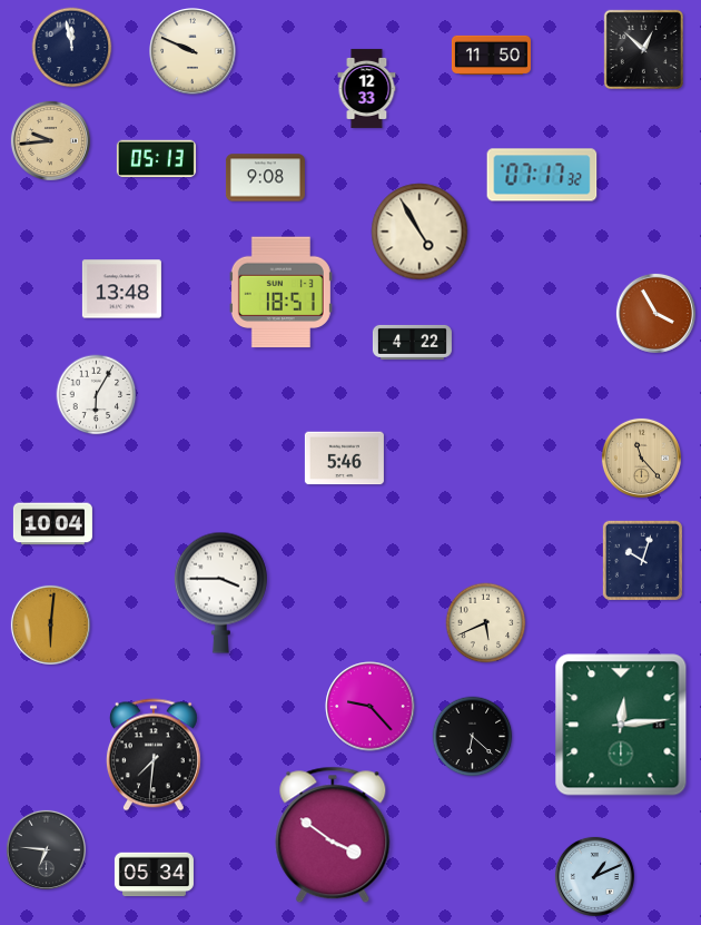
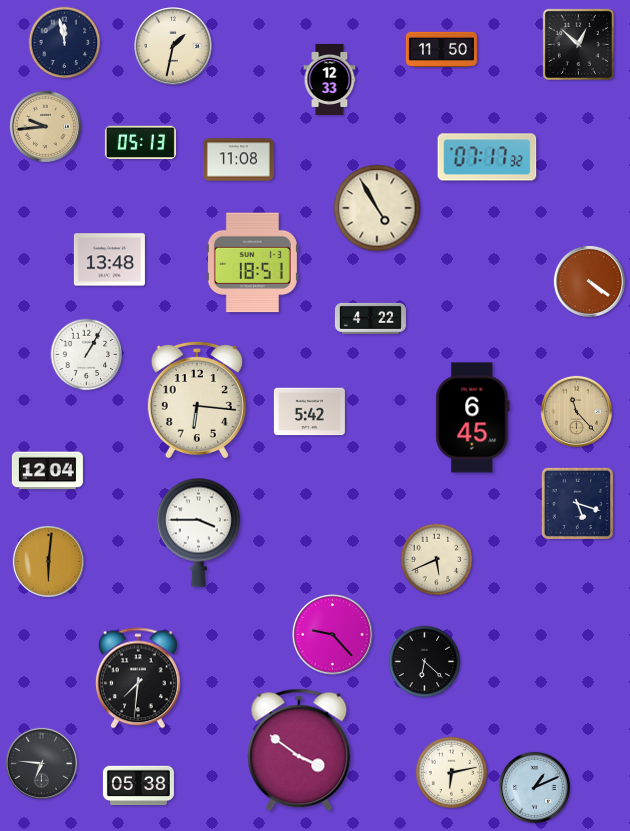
clock at (192, 51): 9:49 -> 1:32
clock at (265, 178): 9:08 -> 11:08
clock at (655, 313): 3:55 -> 4:21
clock at (412, 342) position: (412, 342) -> (370, 318)
clock at (97, 395): 6:05 -> 1:05
clock at (197, 399): none -> 6:16
clock at (344, 459): 5:46 -> 5:42
clock at (473, 418): none -> 6:45
clock at (52, 524): 10:04 -> 12:04
clock at (642, 560): 10:03 -> 5:18
clock at (50, 624) position: (50, 624) -> (48, 561)
clock at (621, 725): 12:14 -> none
clock at (452, 773): none -> 6:13
clock at (154, 875): 05:34 -> 05:38
